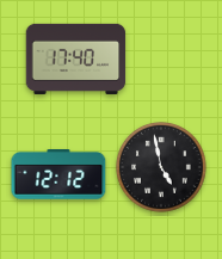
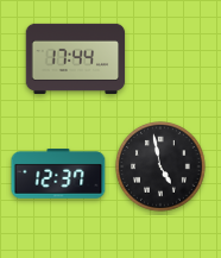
clock at (76, 58): 17:40 -> 17:44
clock at (58, 174): 12:12 -> 12:37
